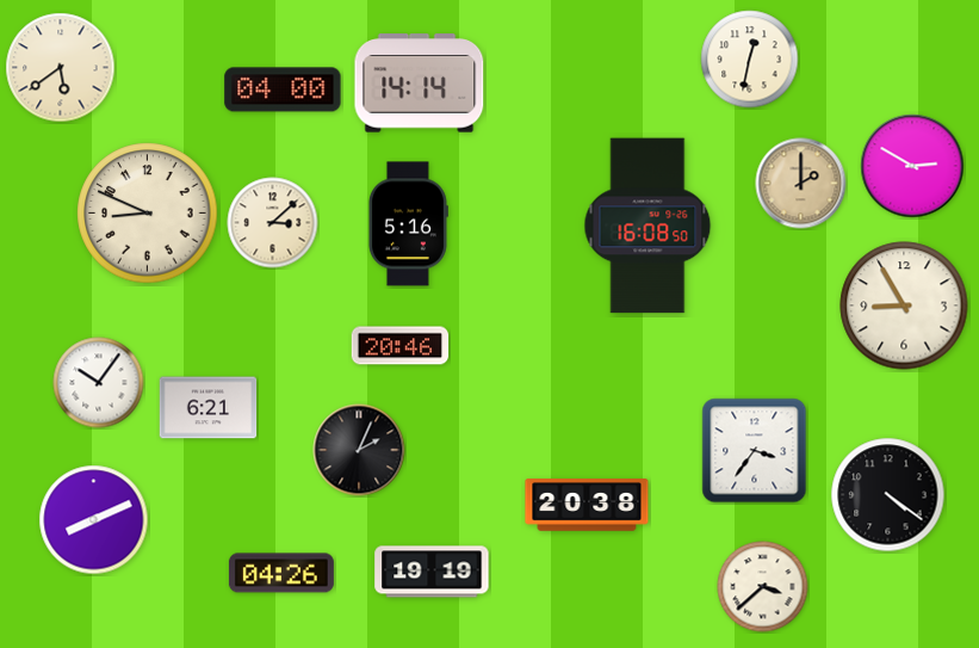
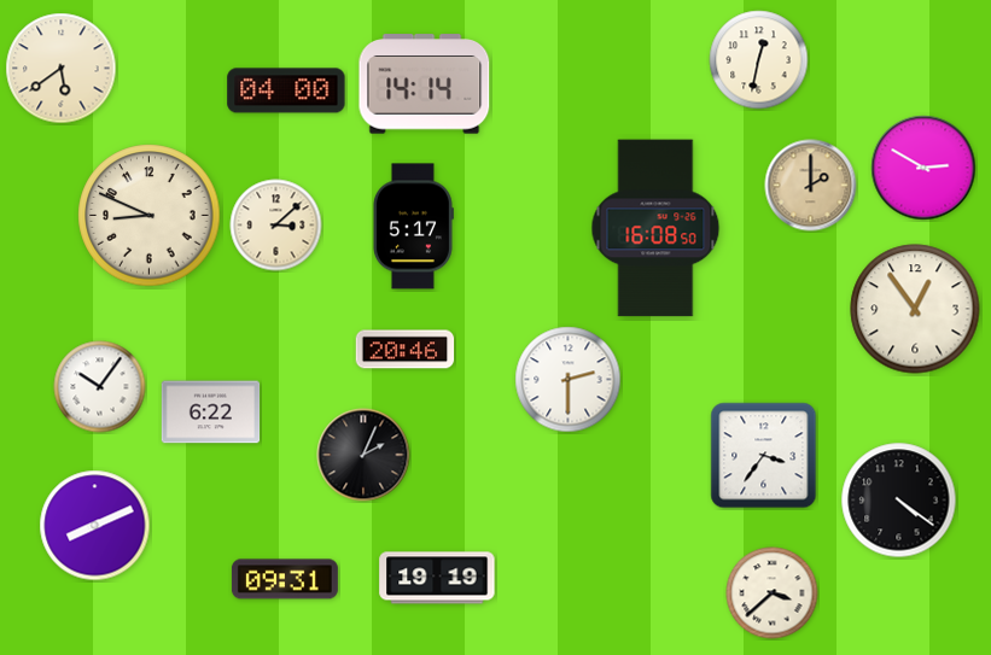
clock at (408, 224): 5:16 -> 5:17
clock at (904, 306): 8:55 -> 12:54
clock at (569, 380): none -> 2:30
clock at (209, 408): 6:21 -> 6:22
clock at (587, 505): 20:38 -> none
clock at (281, 573): 04:26 -> 09:31
